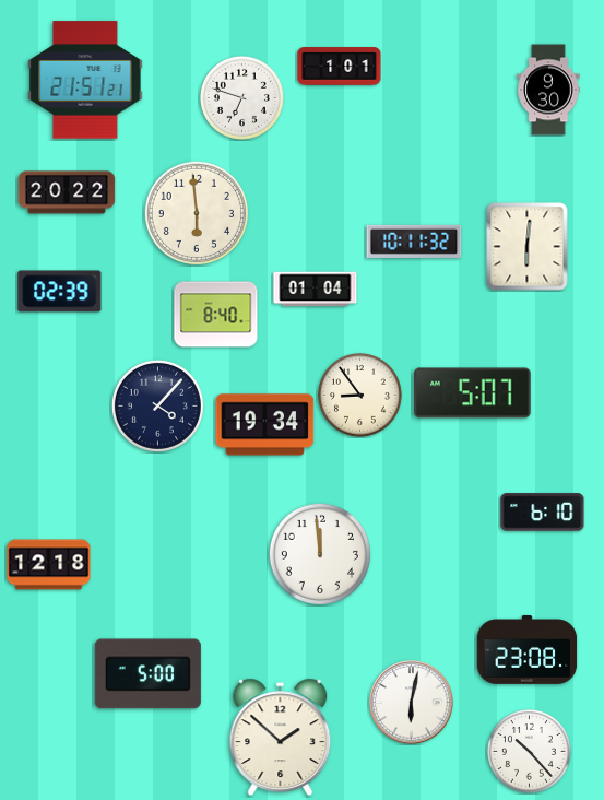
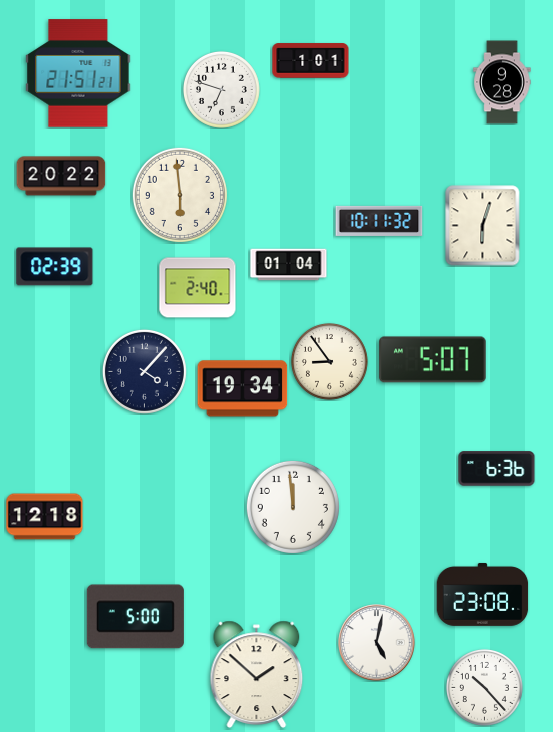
clock at (548, 90): 9:30 -> 9:28
clock at (528, 247): 6:01 -> 6:03
clock at (216, 315): 8:40 -> 2:40
clock at (543, 513): 6:10 -> 6:36
clock at (412, 703): 6:02 -> 5:02
